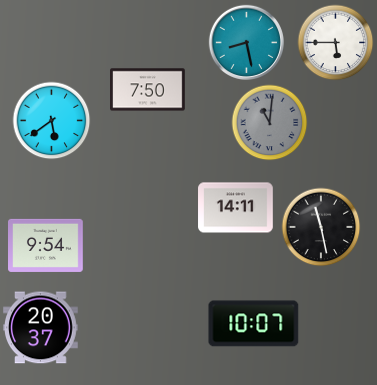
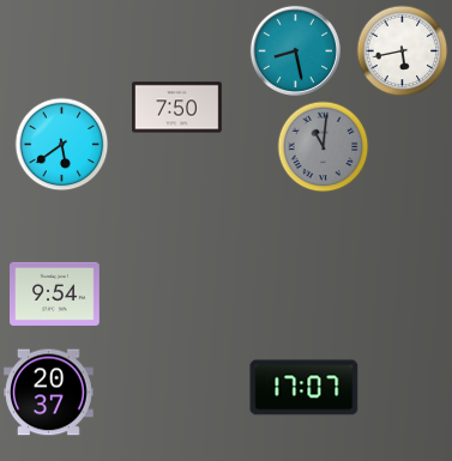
clock at (336, 43): 5:45 -> 5:43
clock at (236, 208): 14:11 -> none
clock at (321, 227): 11:28 -> none
clock at (254, 324): 10:07 -> 17:07
